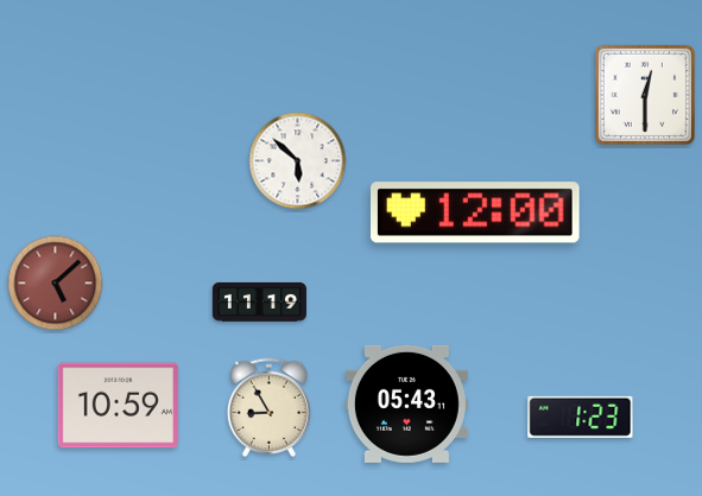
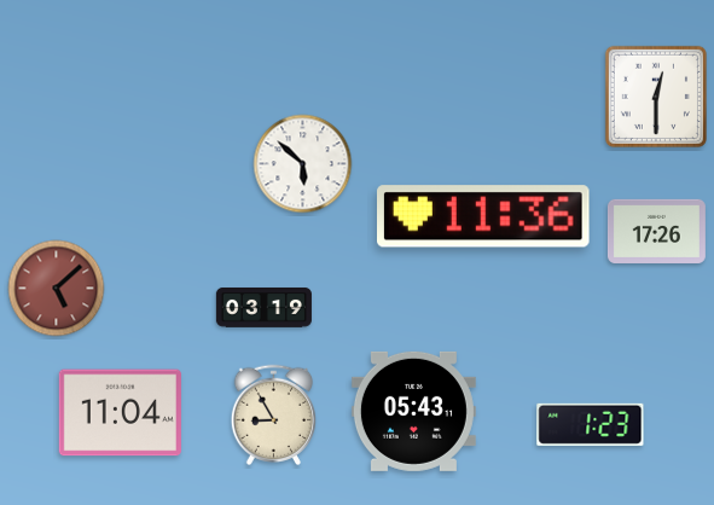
clock at (476, 212): 12:00 -> 11:36
clock at (656, 231): none -> 17:26
clock at (259, 301): 11:19 -> 03:19
clock at (118, 406): 10:59 -> 11:04
